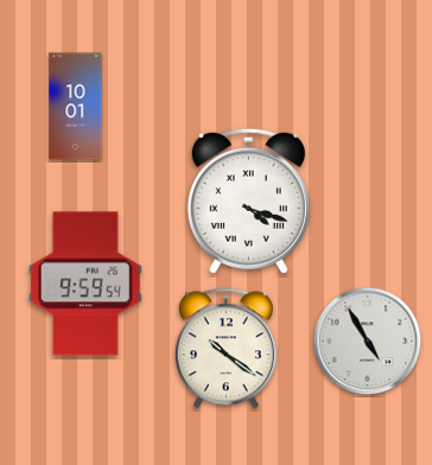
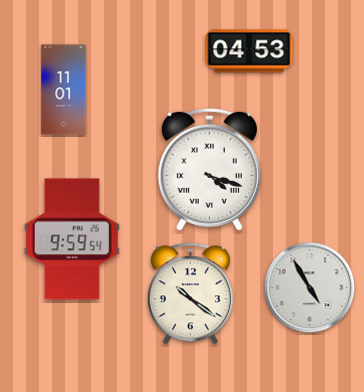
clock at (249, 51): none -> 04:53
clock at (76, 107): 10:01 -> 11:01
